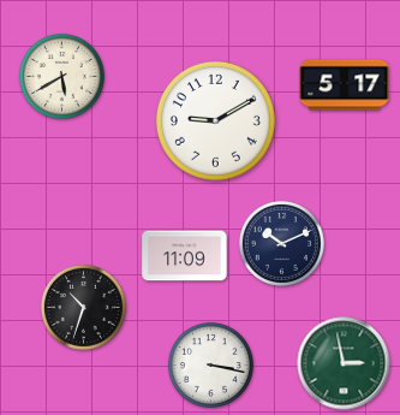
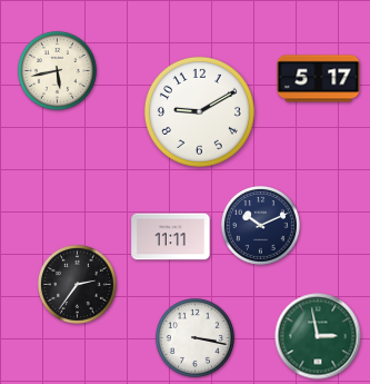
clock at (61, 76): 5:40 -> 5:43
clock at (185, 256): 11:09 -> 11:11
clock at (83, 307): 10:33 -> 2:36
